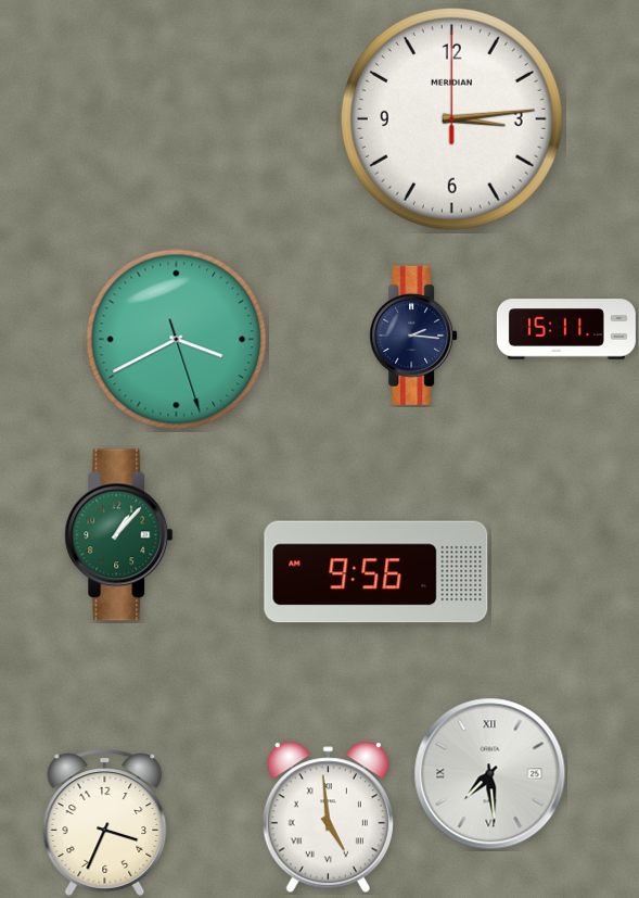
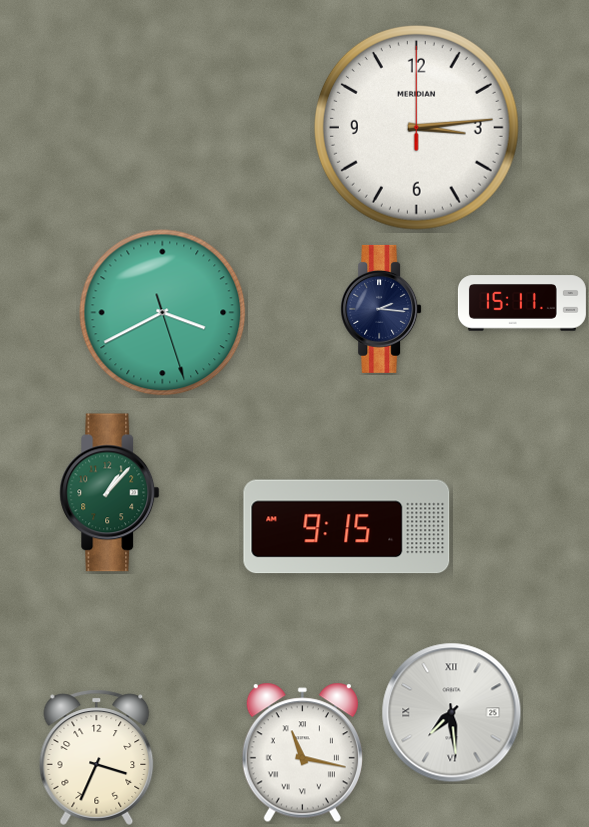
clock at (451, 118) position: (451, 118) -> (416, 127)
clock at (376, 572): 9:56 -> 9:15
clock at (328, 818): 4:59 -> 11:17
